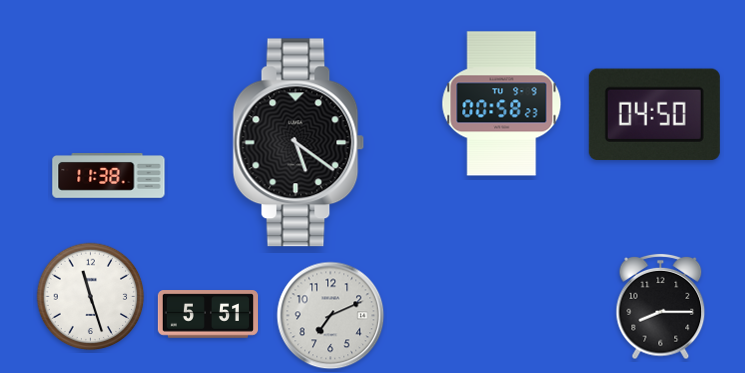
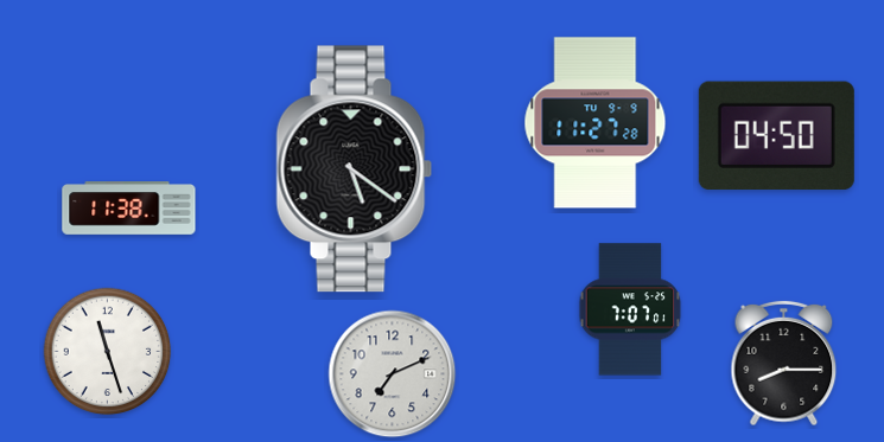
clock at (502, 104): 00:58 -> 11:27
clock at (630, 309): none -> 7:07
clock at (208, 314): 5:51 -> none
